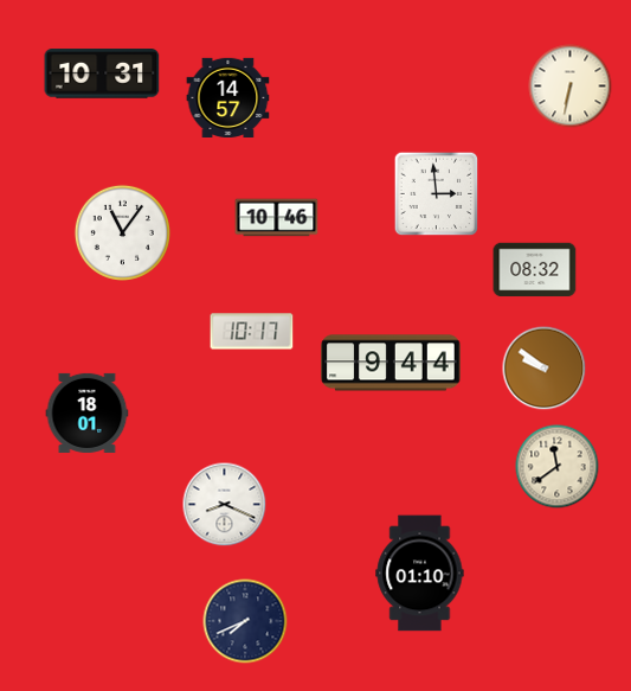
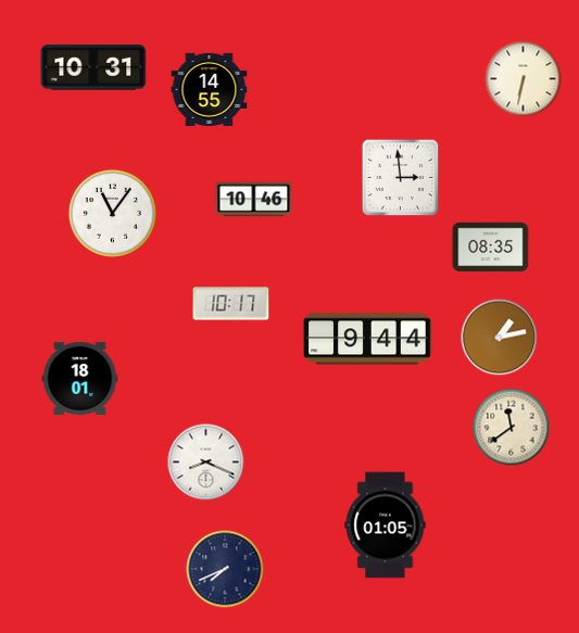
clock at (228, 98): 14:57 -> 14:55
clock at (535, 270): 08:32 -> 08:35
clock at (391, 363) position: (391, 363) -> (367, 339)
clock at (545, 369): 9:51 -> 1:13
clock at (420, 574): 01:10 -> 01:05
